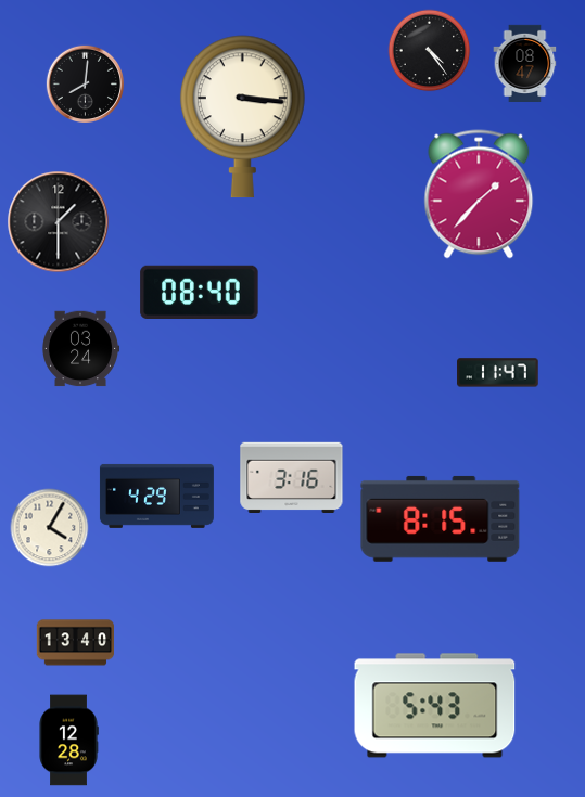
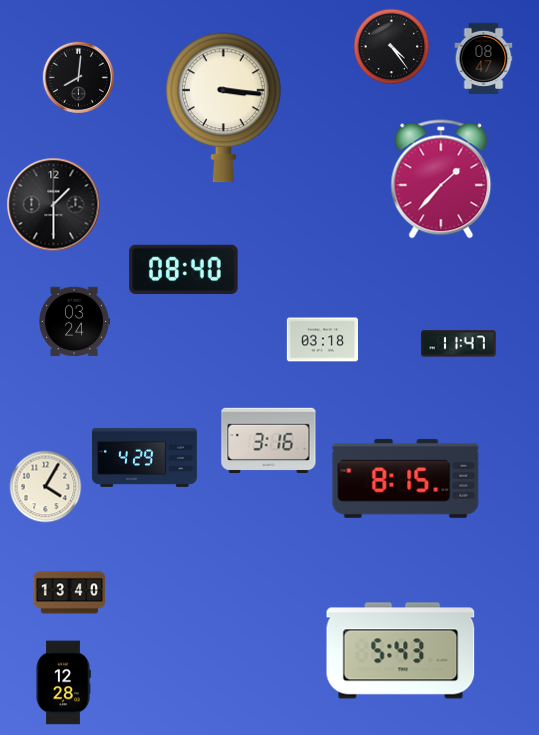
clock at (430, 51) position: (430, 51) -> (392, 47)
clock at (322, 340): none -> 03:18
